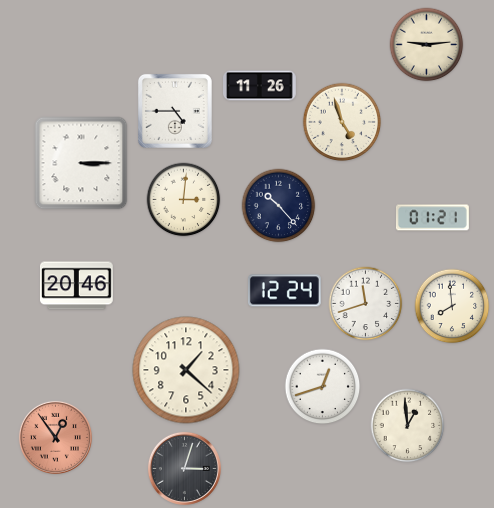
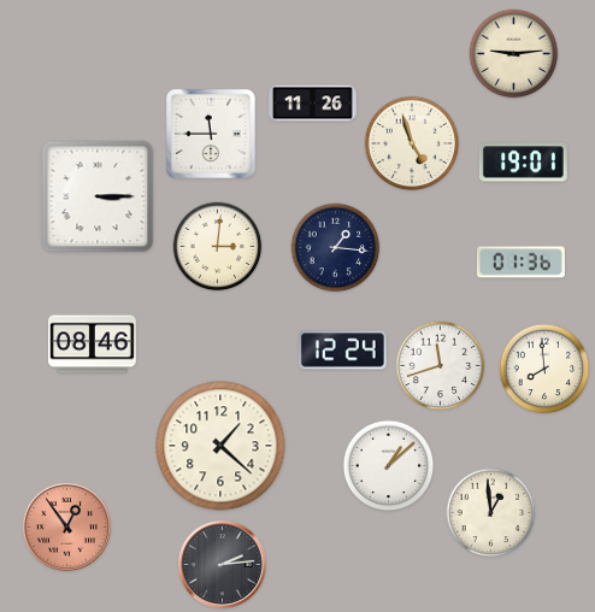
clock at (175, 111): 4:45 -> 11:45
clock at (342, 122) position: (342, 122) -> (412, 143)
clock at (523, 163): none -> 19:01
clock at (184, 200) position: (184, 200) -> (218, 247)
clock at (279, 206): 10:23 -> 1:16
clock at (432, 218): 01:21 -> 01:36
clock at (76, 286): 20:46 -> 08:46
clock at (186, 370) position: (186, 370) -> (220, 446)
clock at (323, 387): 12:42 -> 1:08
clock at (184, 468): 3:03 -> 2:14
